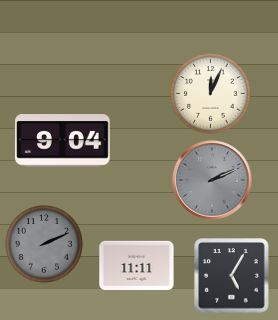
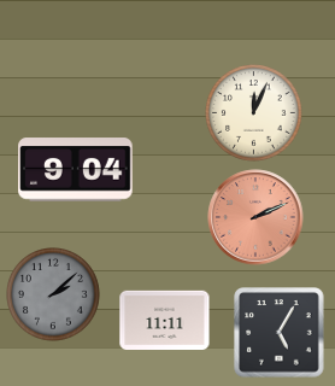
clock at (212, 180) dial: grey -> salmon
clock at (45, 245): 2:11 -> 2:08
